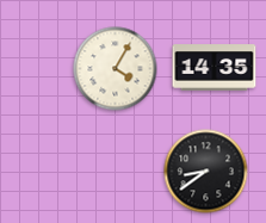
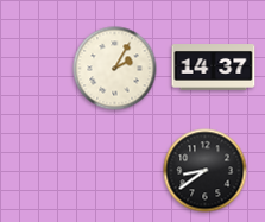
clock at (215, 68): 14:35 -> 14:37
clock at (116, 69): 4:05 -> 2:05
